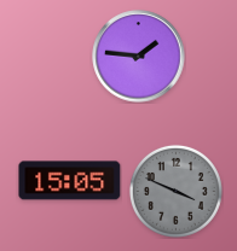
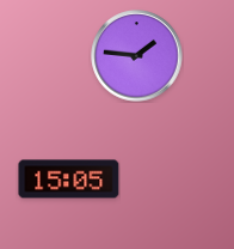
clock at (175, 191): 3:49 -> none
